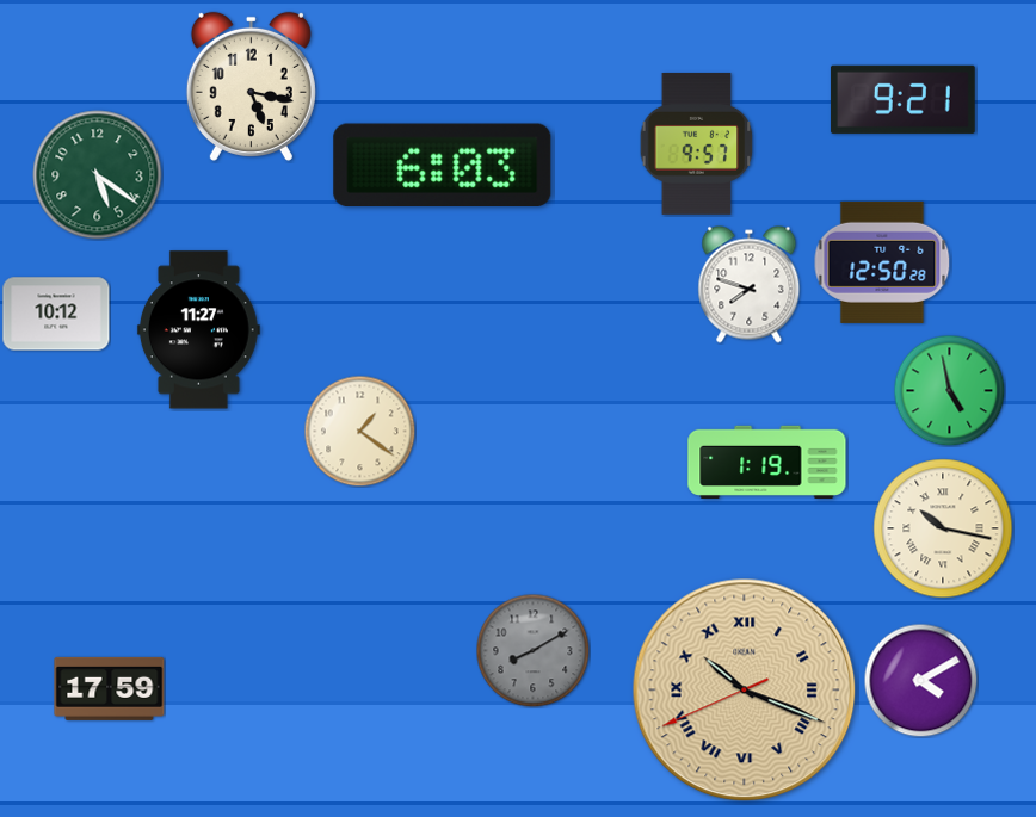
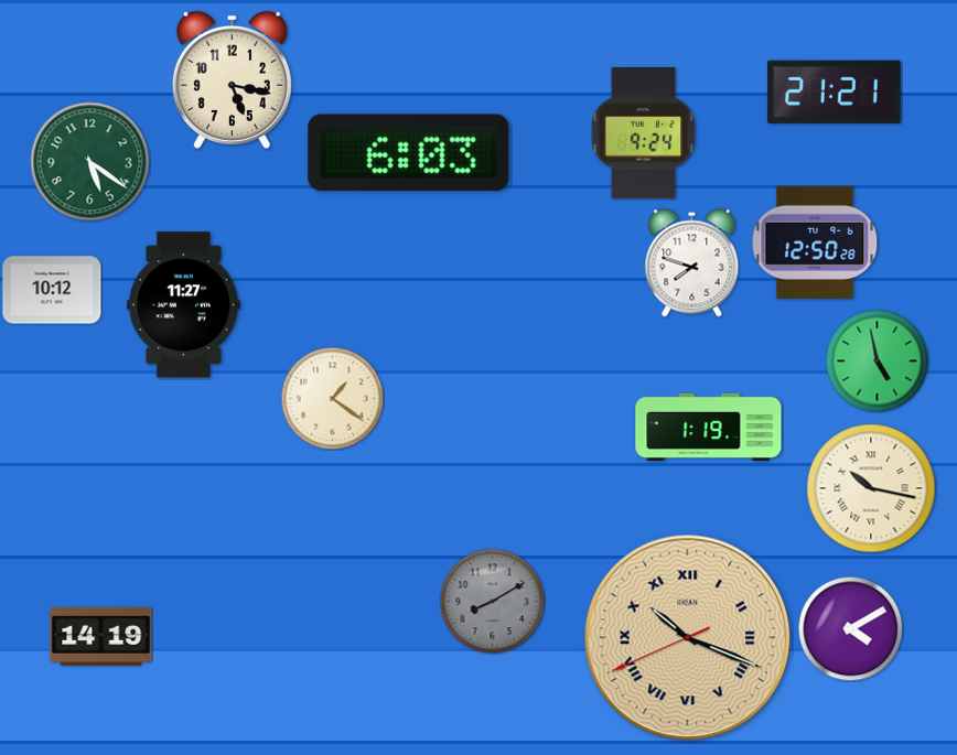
clock at (902, 99): 9:21 -> 21:21
clock at (697, 143): 9:57 -> 9:24
clock at (110, 688): 17:59 -> 14:19
